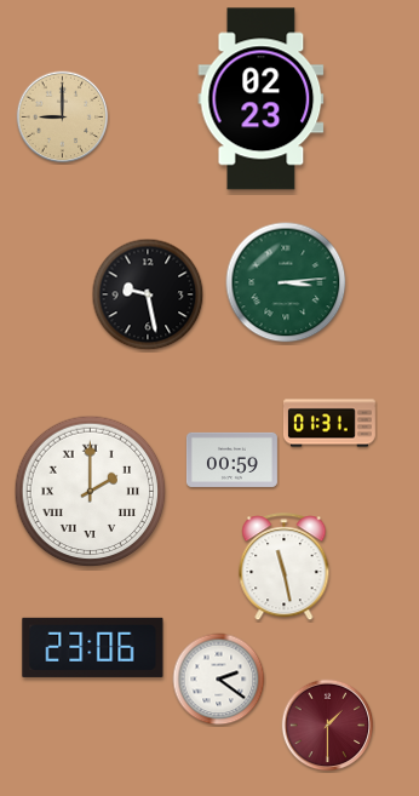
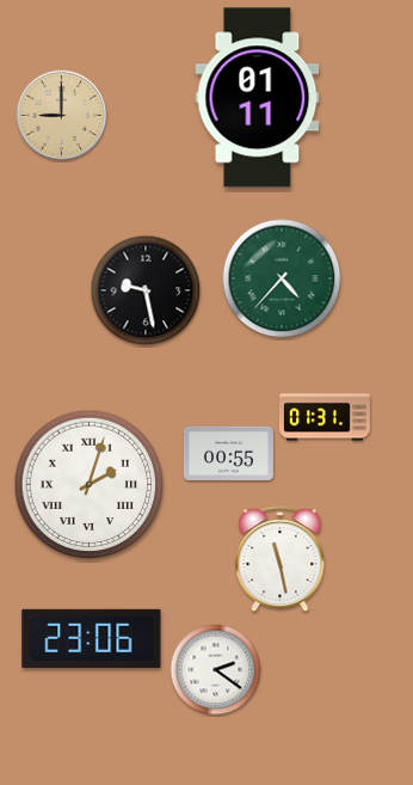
clock at (262, 99): 02:23 -> 01:11
clock at (286, 282): 3:14 -> 4:37
clock at (231, 459): 00:59 -> 00:55
clock at (91, 492): 2:00 -> 2:03
clock at (328, 726): 1:30 -> none
